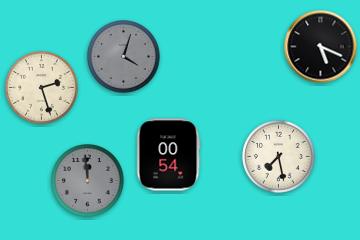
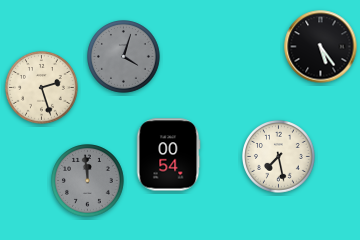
clock at (321, 47): 5:19 -> 5:24
